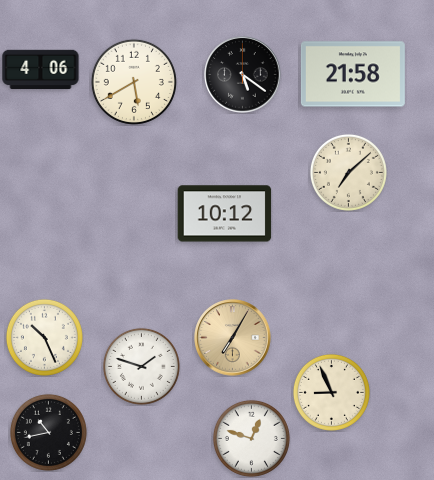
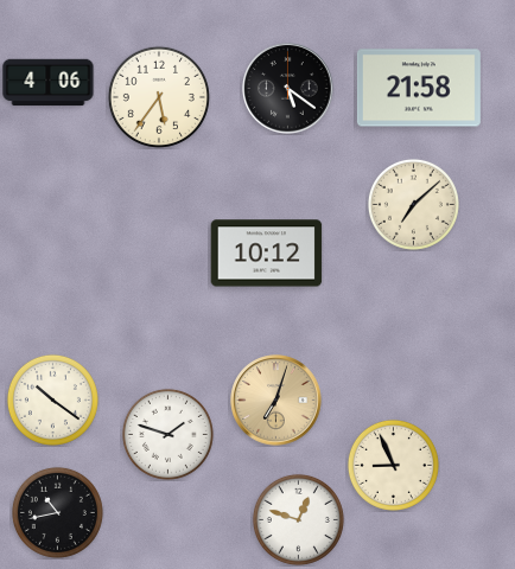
clock at (134, 82): 5:40 -> 5:36
clock at (44, 337): 10:26 -> 10:21
clock at (233, 338): 7:05 -> 7:03
